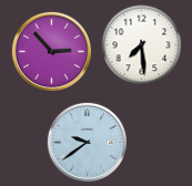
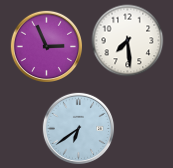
clock at (51, 51): 2:53 -> 2:56
clock at (87, 142): 9:39 -> 6:39
